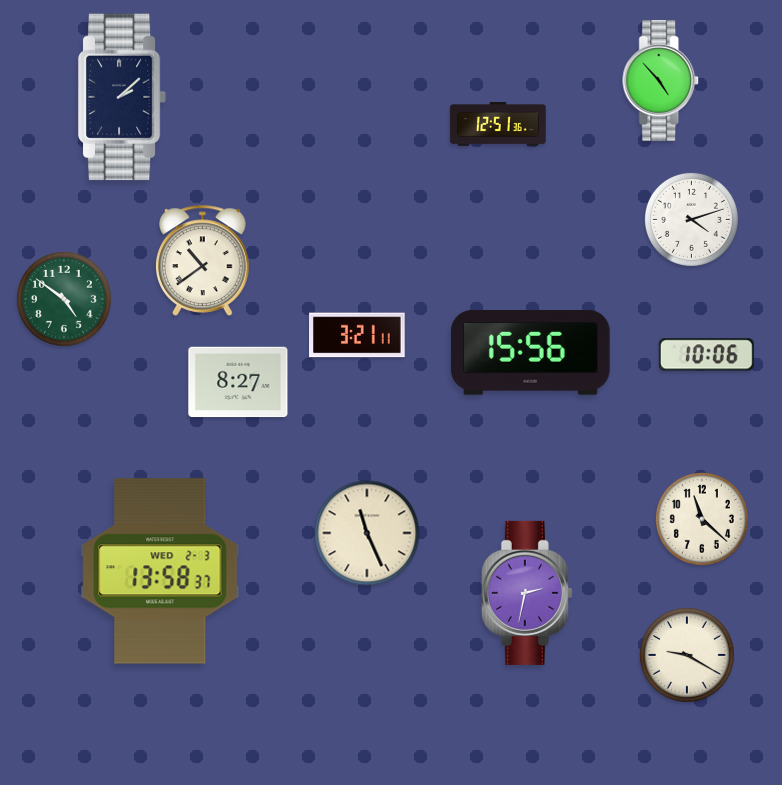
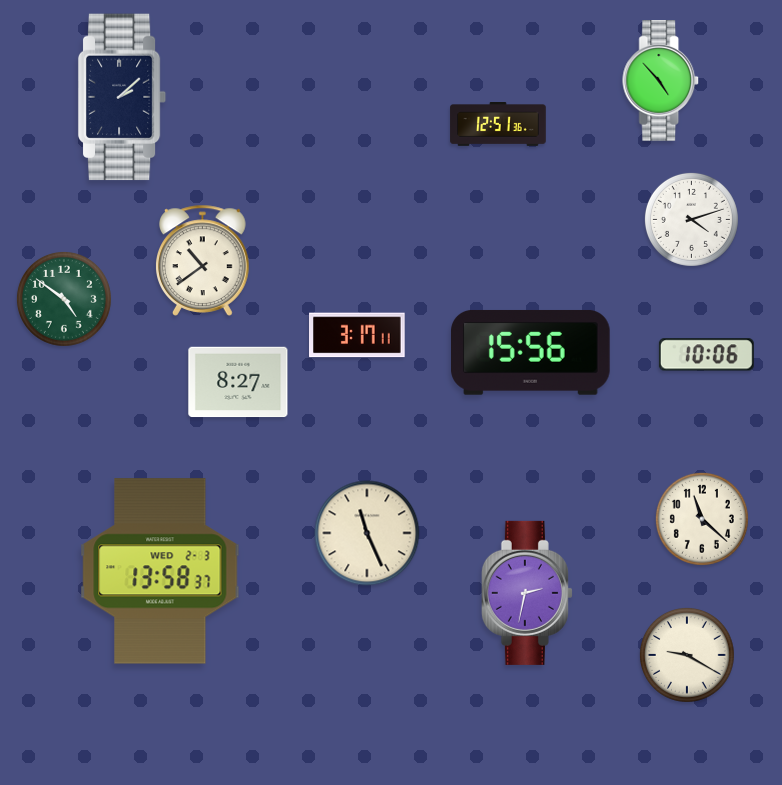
clock at (358, 335): 3:21 -> 3:17
